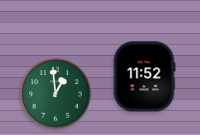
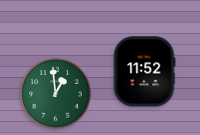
clock at (144, 77) position: (144, 77) -> (144, 72)
